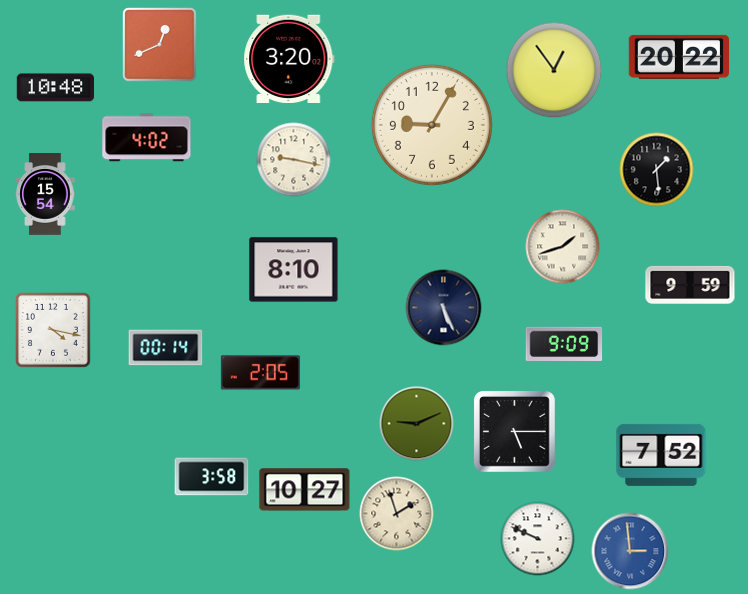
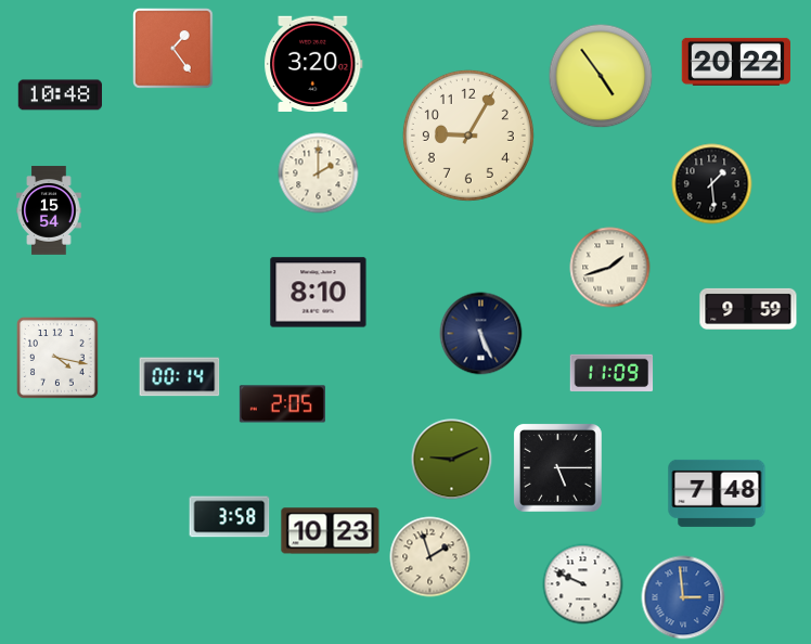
clock at (160, 45): 12:41 -> 1:24
clock at (554, 70): 12:54 -> 4:54
clock at (147, 138): 4:02 -> none
clock at (294, 160): 9:17 -> 2:00
clock at (564, 344): 9:09 -> 11:09
clock at (661, 455): 7:52 -> 7:48
clock at (305, 490): 10:27 -> 10:23
